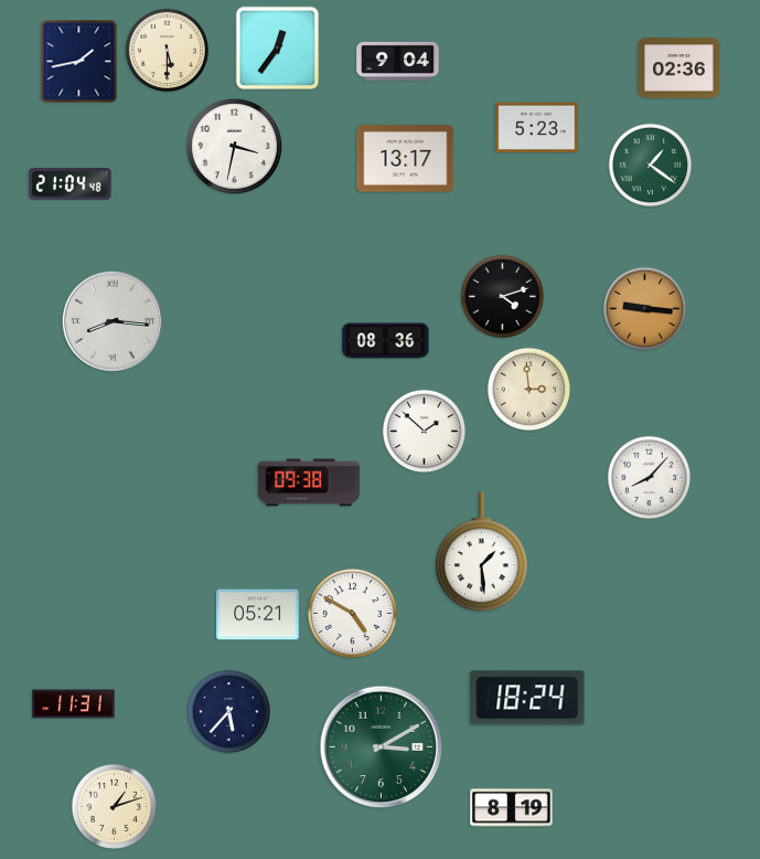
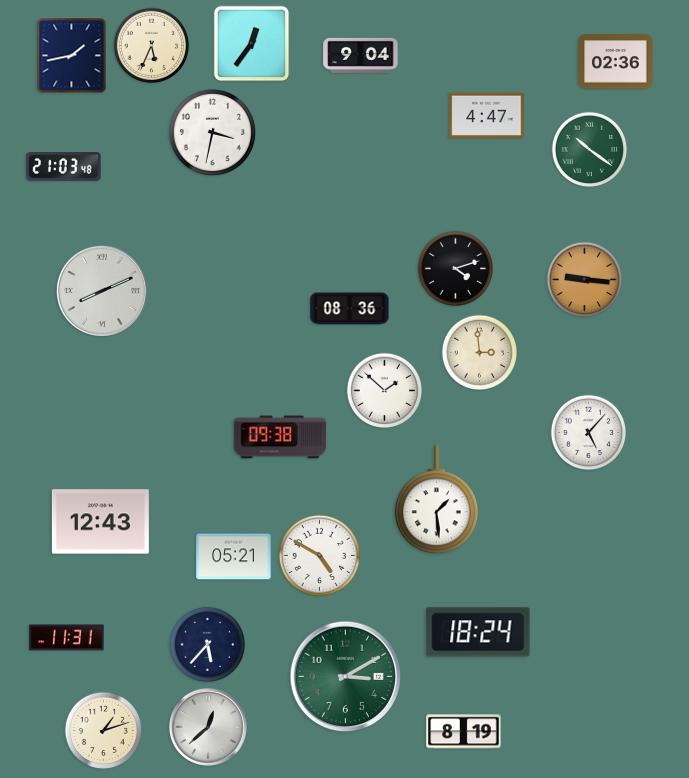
clock at (168, 51): 5:30 -> 5:34
clock at (537, 128): 5:23 -> 4:47
clock at (406, 159): 13:17 -> none
clock at (651, 166): 1:21 -> 10:21
clock at (71, 184): 21:04 -> 21:03
clock at (113, 321): 8:16 -> 8:11
clock at (650, 478): 8:07 -> 5:07
clock at (100, 522): none -> 12:43
clock at (208, 727): none -> 12:38
